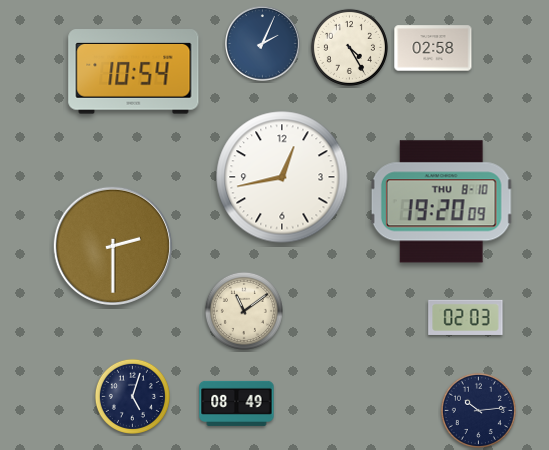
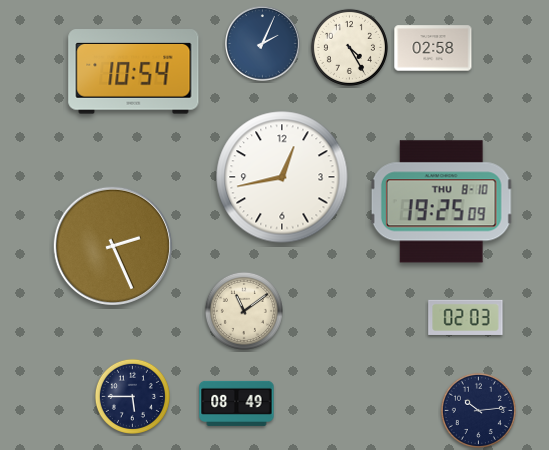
clock at (441, 202): 19:20 -> 19:25
clock at (113, 246): 2:30 -> 2:26
clock at (132, 396): 5:03 -> 5:45
